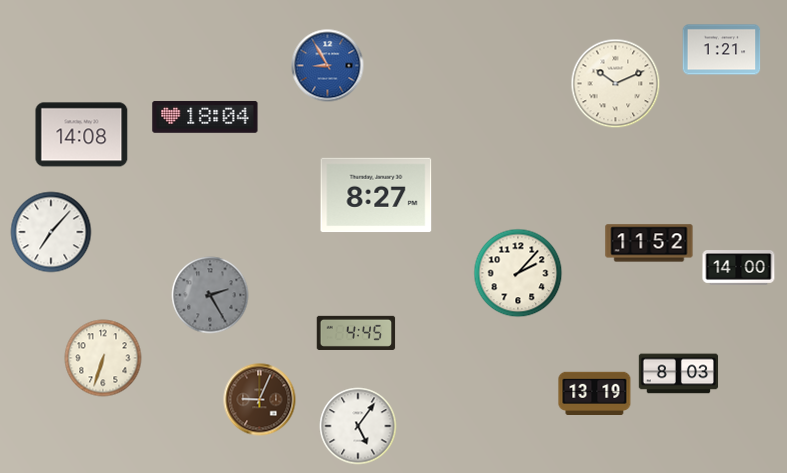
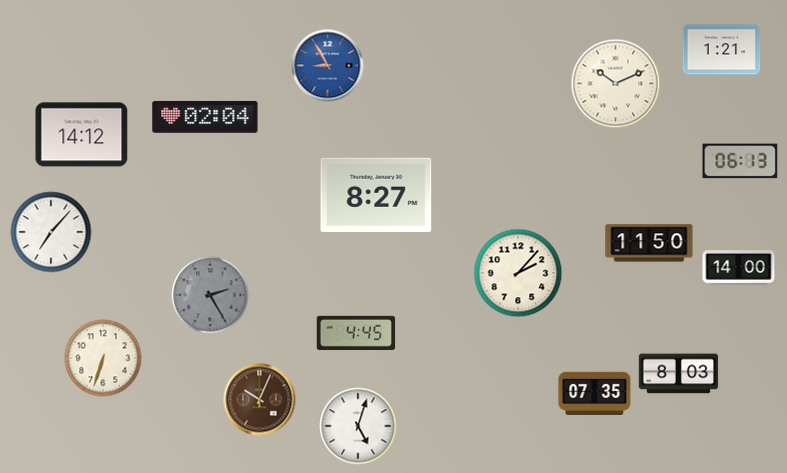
clock at (205, 117): 18:04 -> 02:04
clock at (82, 135): 14:08 -> 14:12
clock at (740, 161): none -> 06:13
clock at (649, 243): 11:52 -> 11:50
clock at (595, 393): 13:19 -> 07:35
clock at (260, 400): 9:04 -> 10:04
clock at (358, 426): 5:06 -> 5:03
